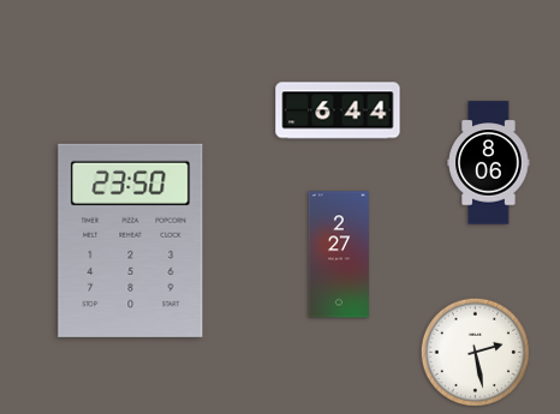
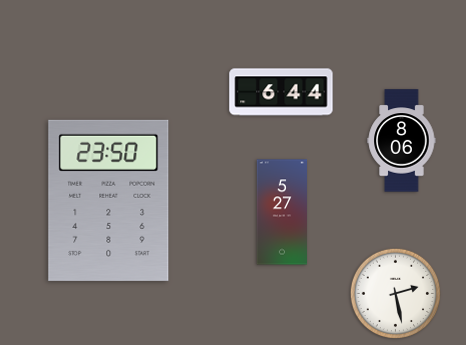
clock at (489, 163) position: (489, 163) -> (402, 141)
clock at (339, 254): 2:27 -> 5:27
